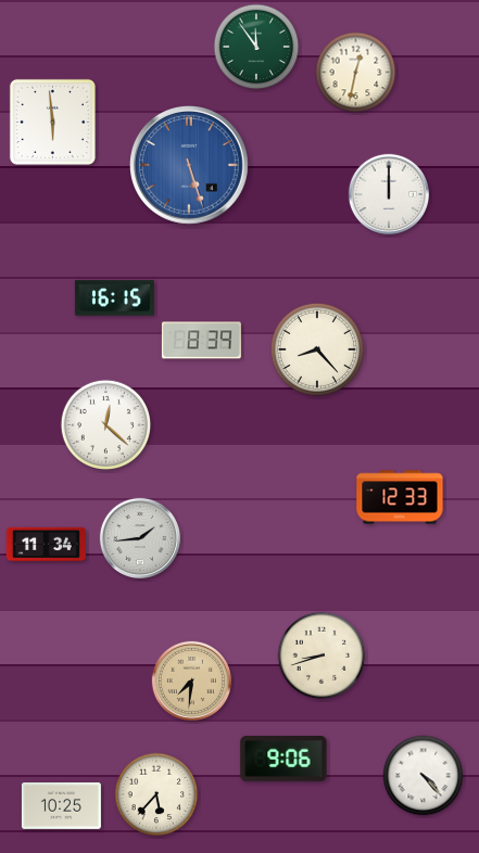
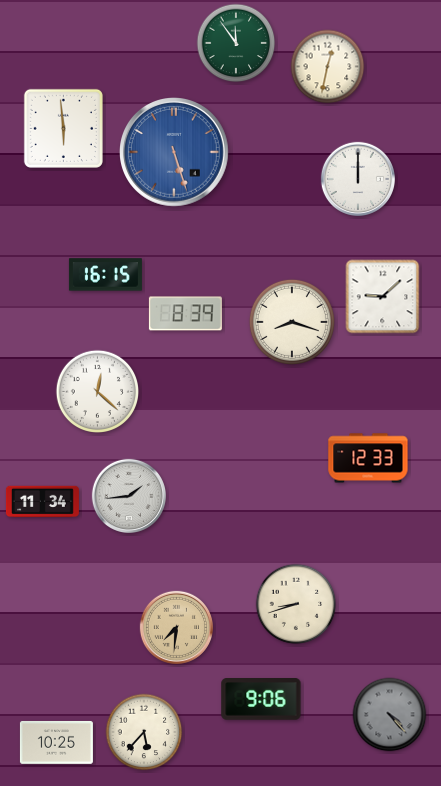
clock at (52, 122) position: (52, 122) -> (63, 128)
clock at (383, 297): none -> 9:08
clock at (317, 349): 8:23 -> 8:18
clock at (424, 776) dial: white -> grey
